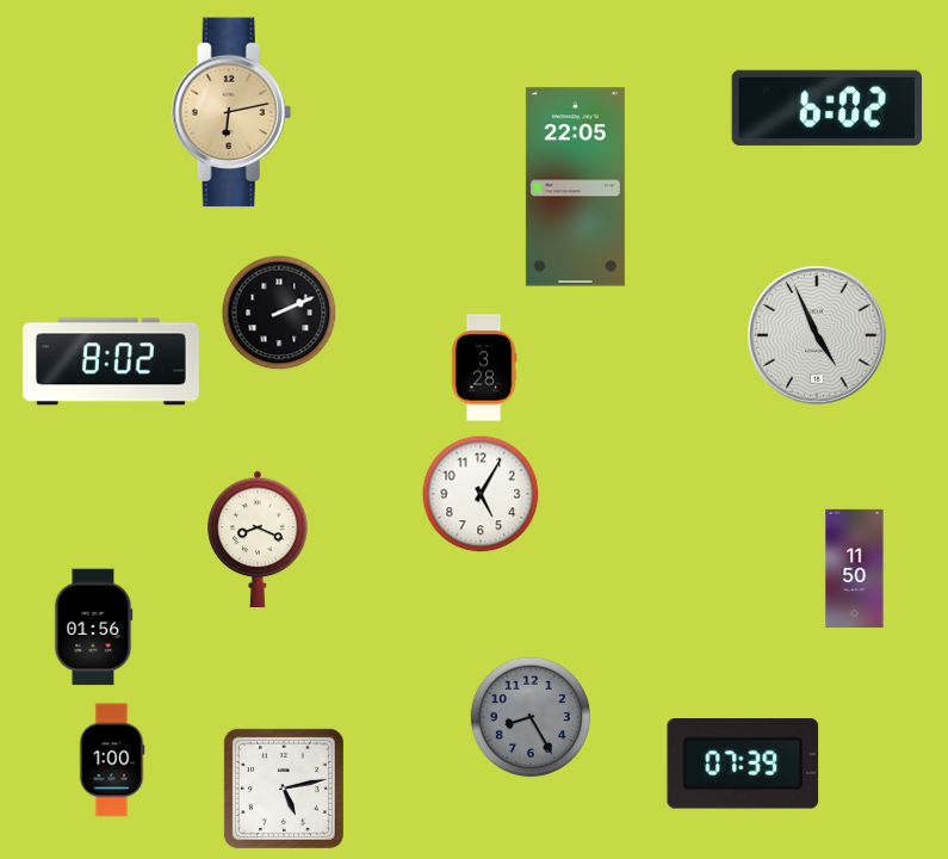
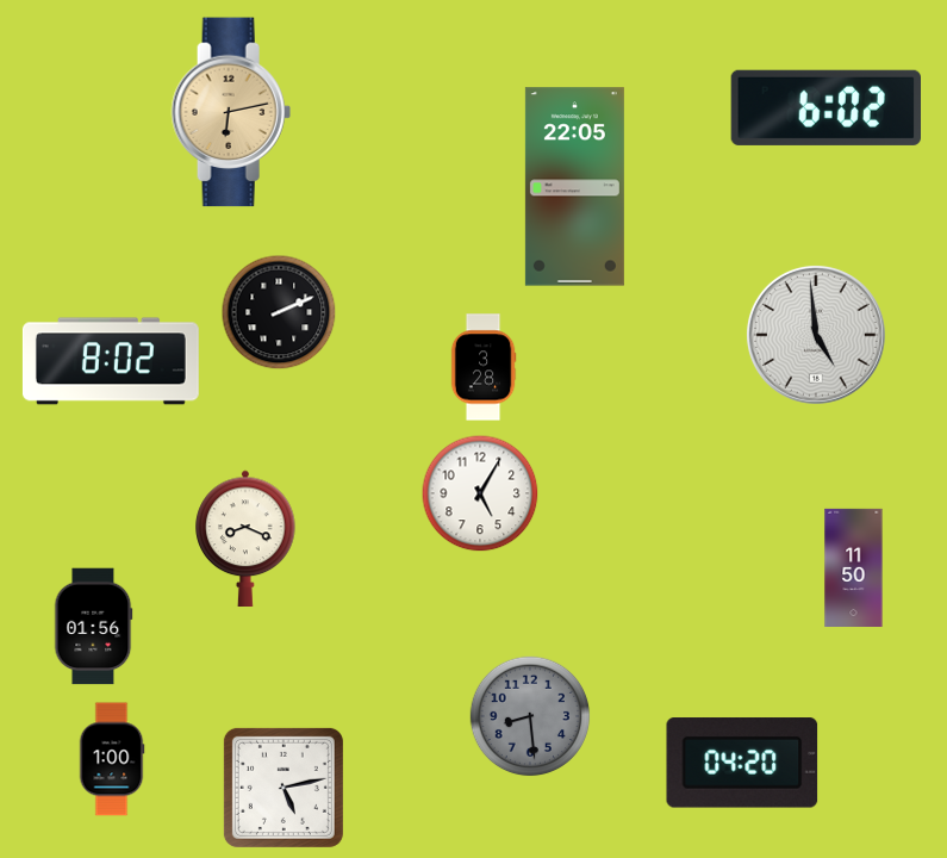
clock at (817, 335): 4:56 -> 4:59
clock at (258, 538) position: (258, 538) -> (245, 537)
clock at (531, 717): 8:25 -> 8:29
clock at (743, 764): 07:39 -> 04:20
